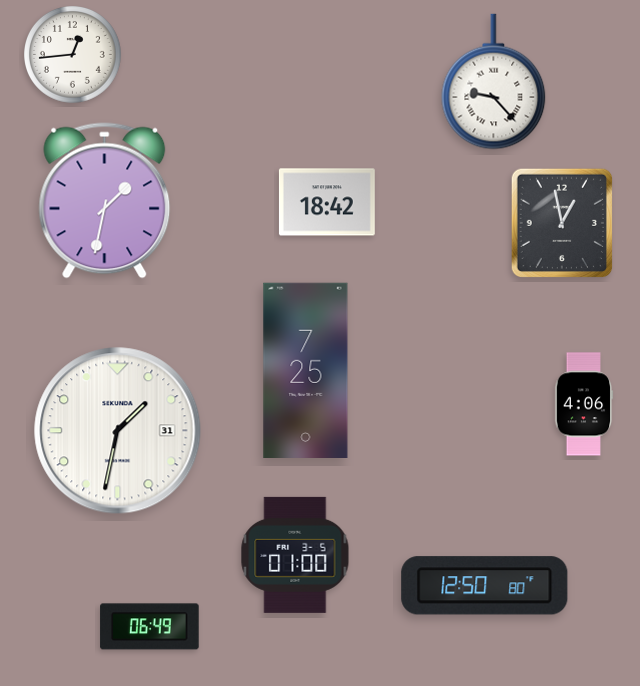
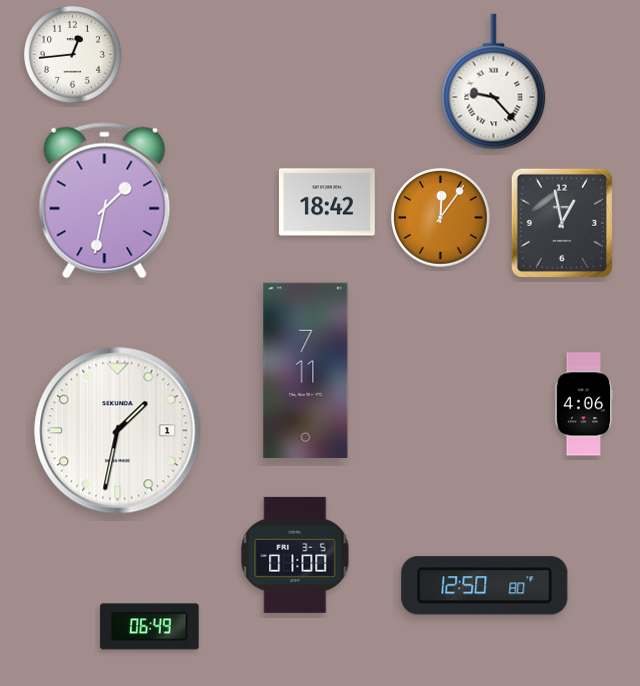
clock at (441, 218): none -> 12:06
clock at (306, 371): 7:25 -> 7:11
clock at (118, 431) date: 31 -> 1
